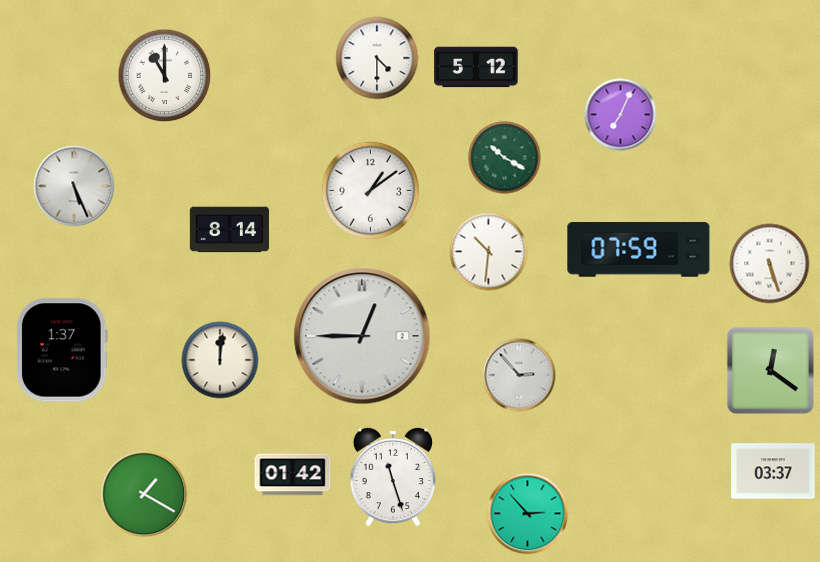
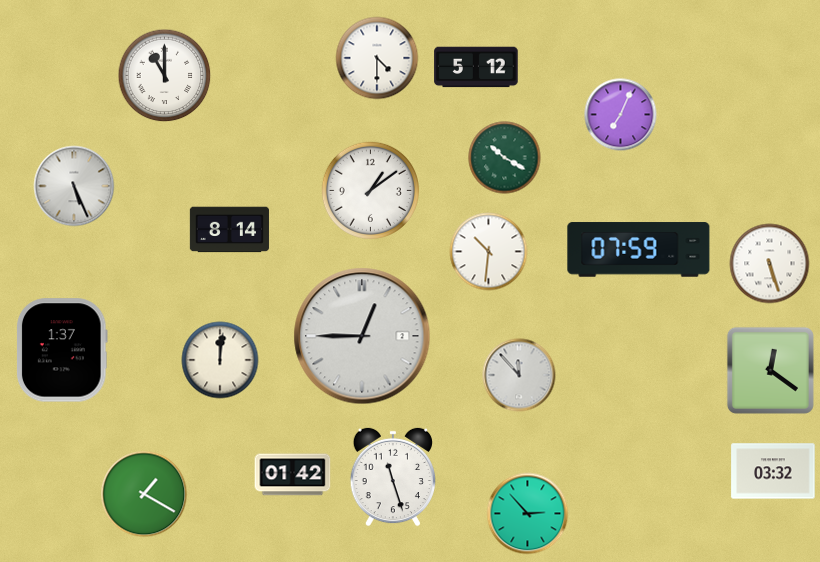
clock at (519, 375): 2:53 -> 11:53
clock at (773, 471): 03:37 -> 03:32
